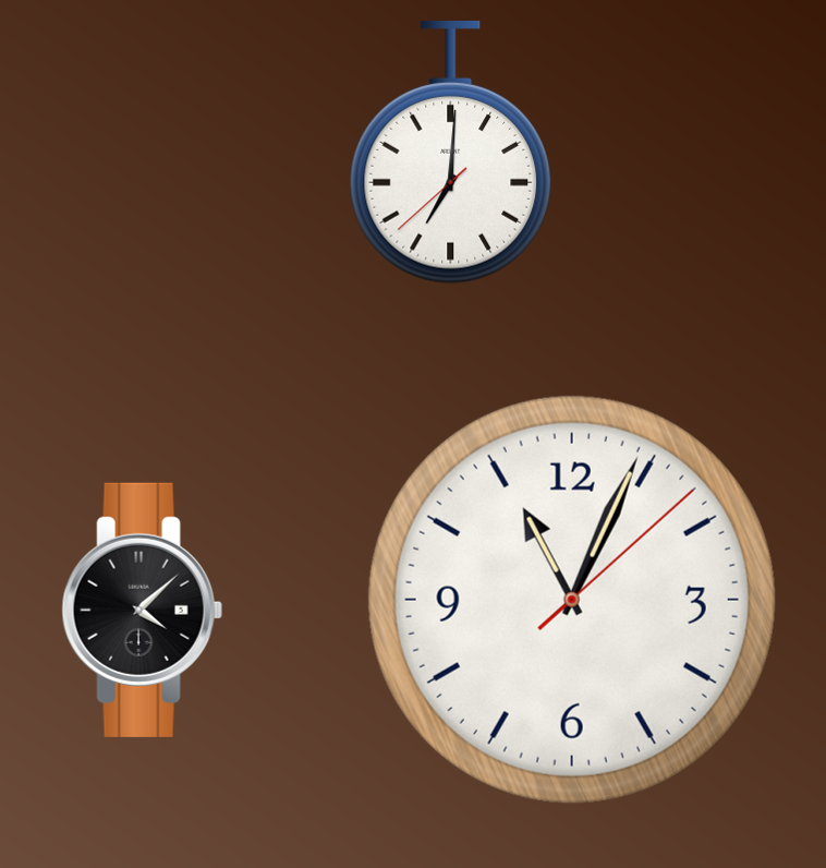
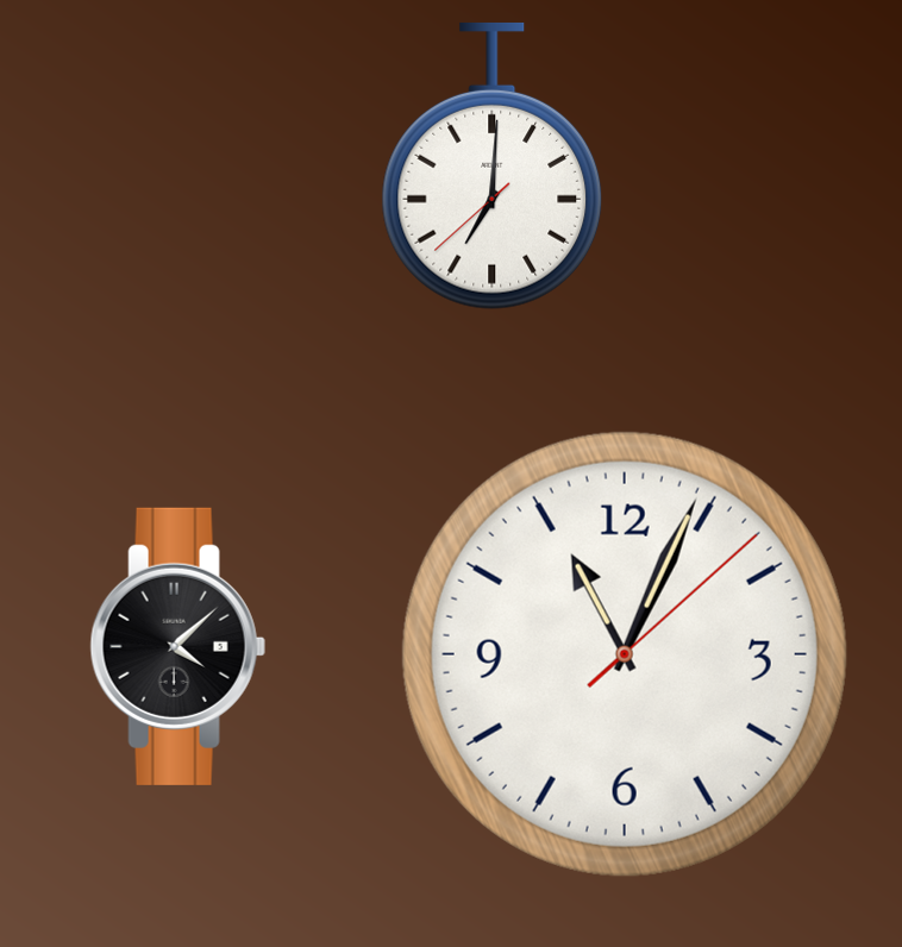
clock at (142, 610) position: (142, 610) -> (177, 646)
